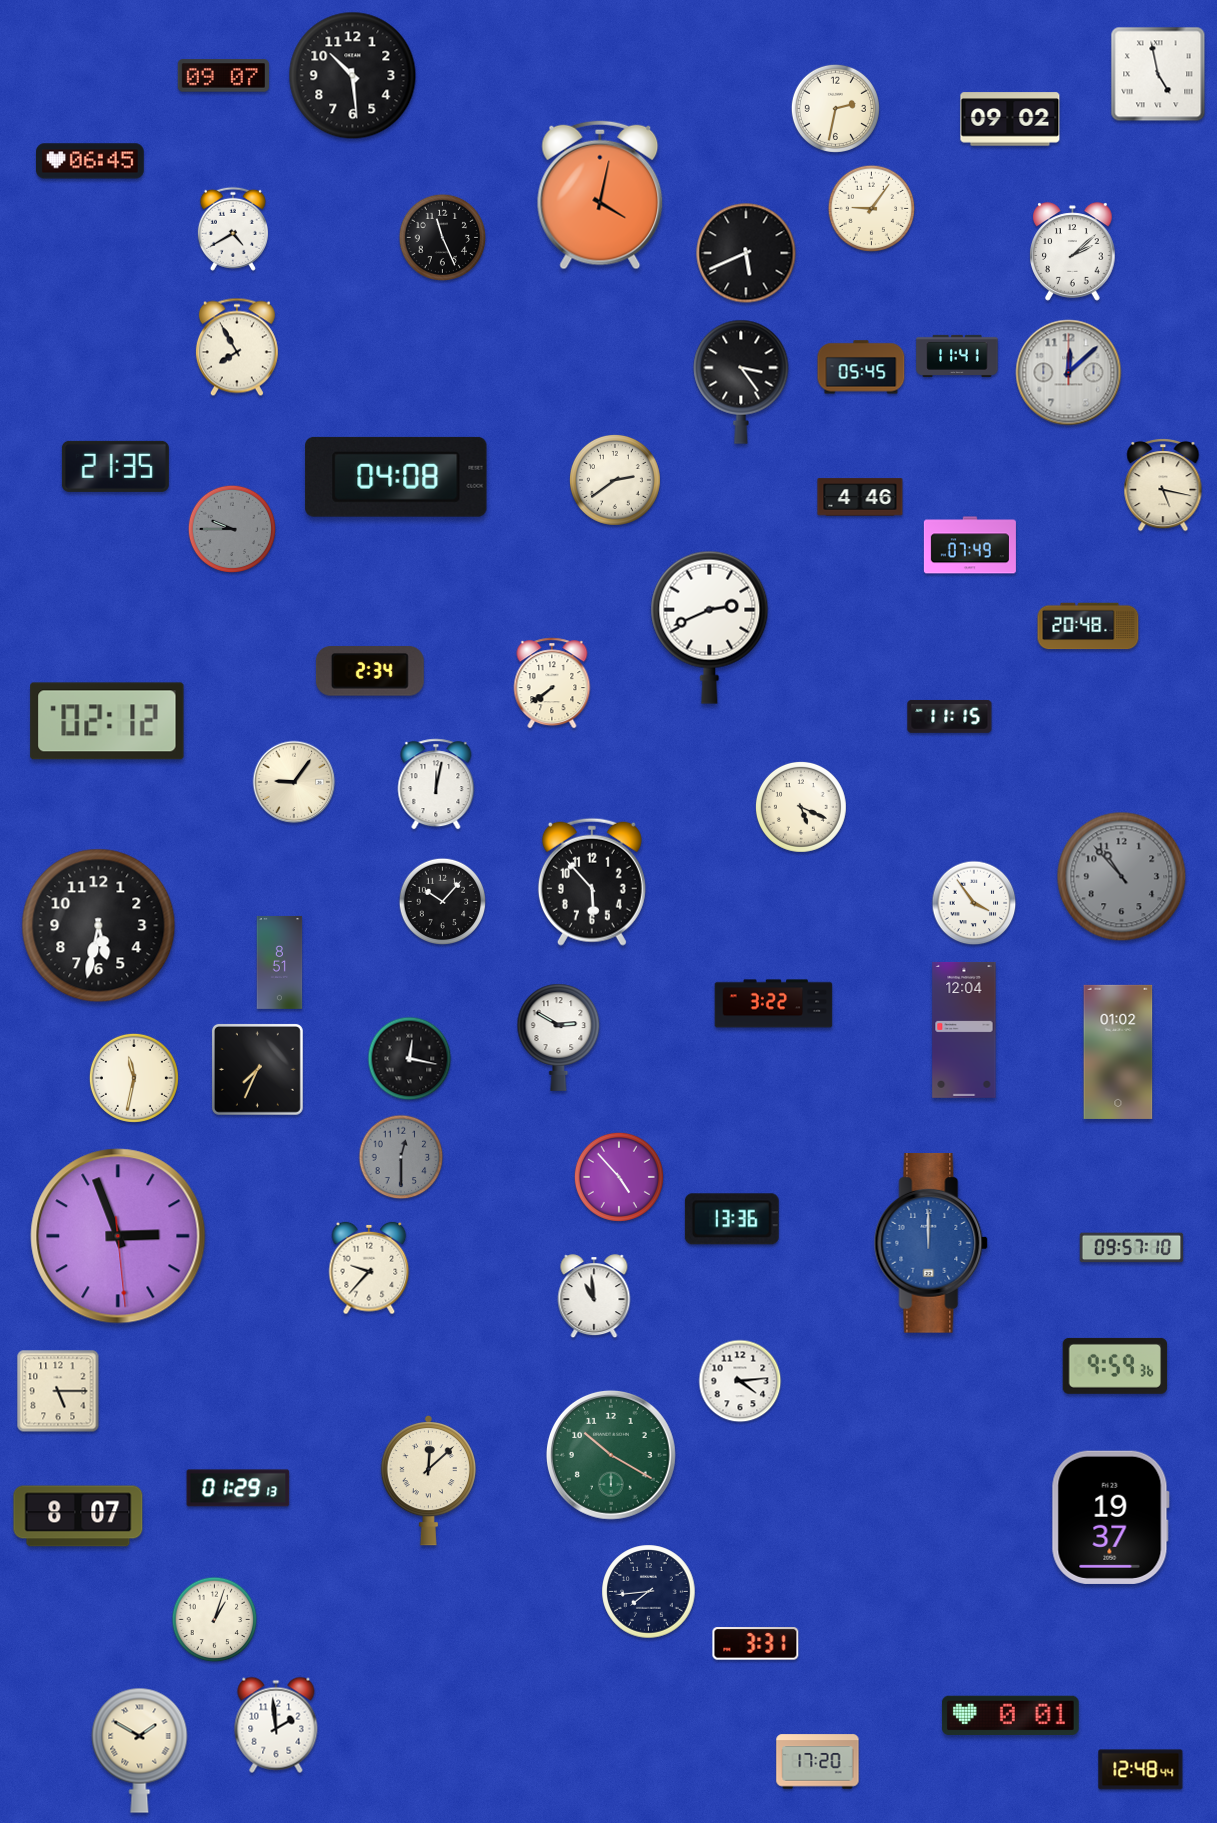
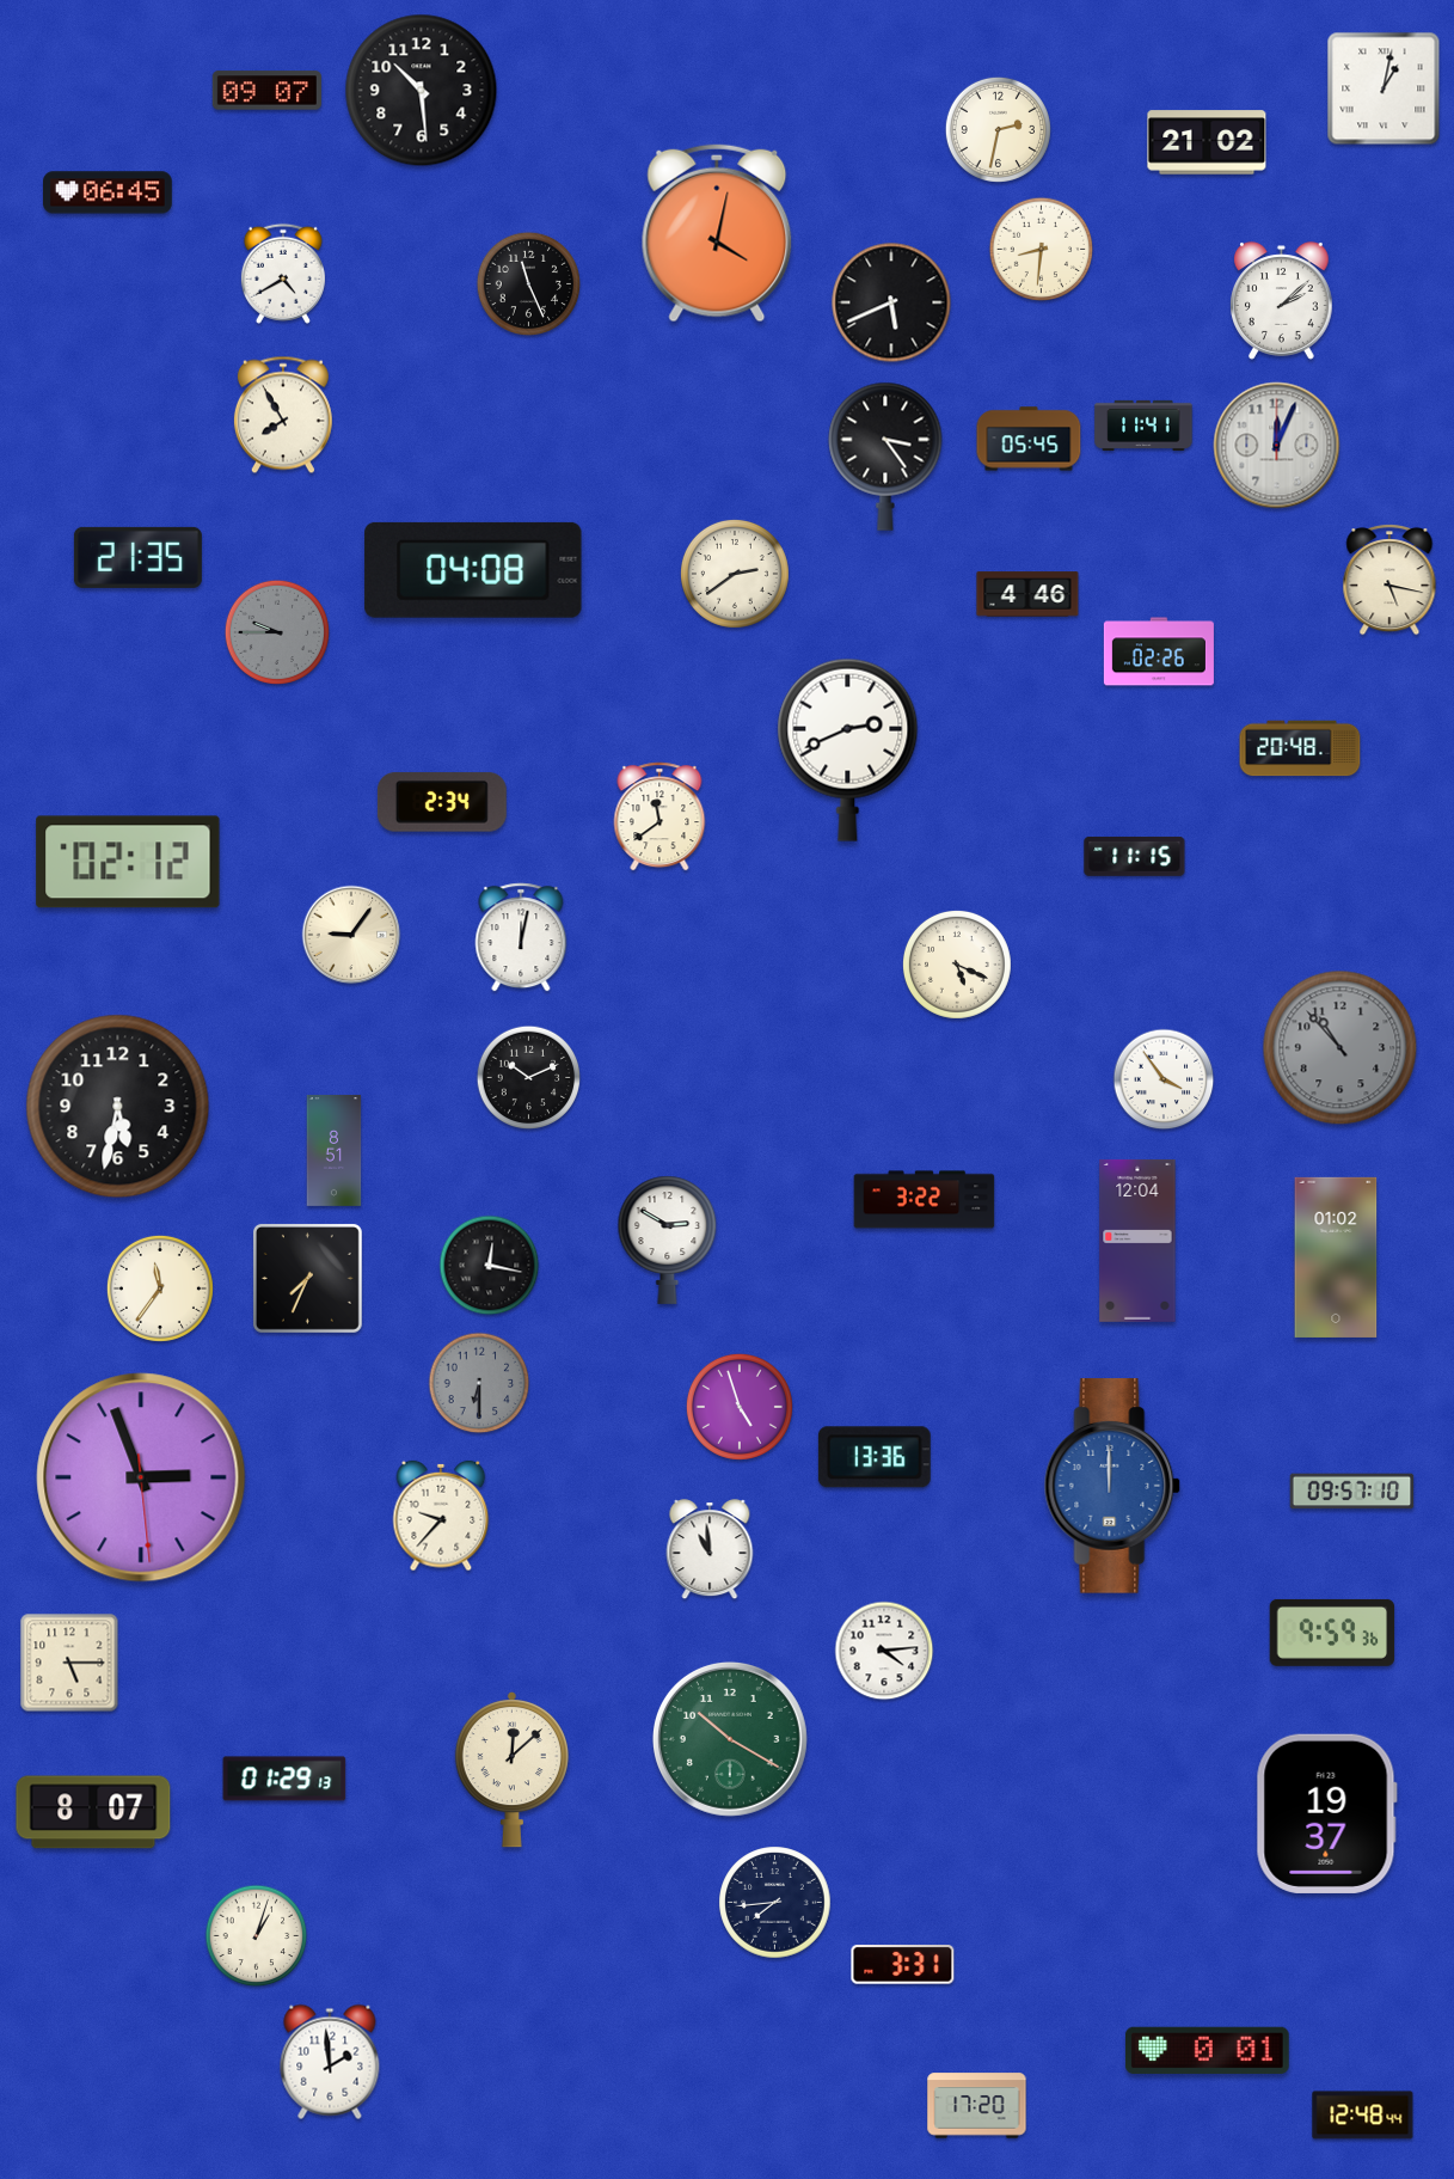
clock at (1158, 74): 4:58 -> 1:02
clock at (1010, 119): 09:02 -> 21:02
clock at (872, 209): 9:06 -> 8:31
clock at (233, 229) position: (233, 229) -> (283, 274)
clock at (1069, 373): 12:08 -> 12:04
clock at (970, 545): 07:49 -> 02:26
clock at (552, 683): 7:39 -> 11:39
clock at (592, 882): 5:53 -> none
clock at (443, 902): 10:07 -> 10:11
clock at (964, 1030) position: (964, 1030) -> (1137, 1241)
clock at (134, 1078): 11:32 -> 11:36
clock at (401, 1157): 12:30 -> 6:30
clock at (619, 1177): 4:53 -> 4:57
clock at (140, 1750): 1:50 -> none
